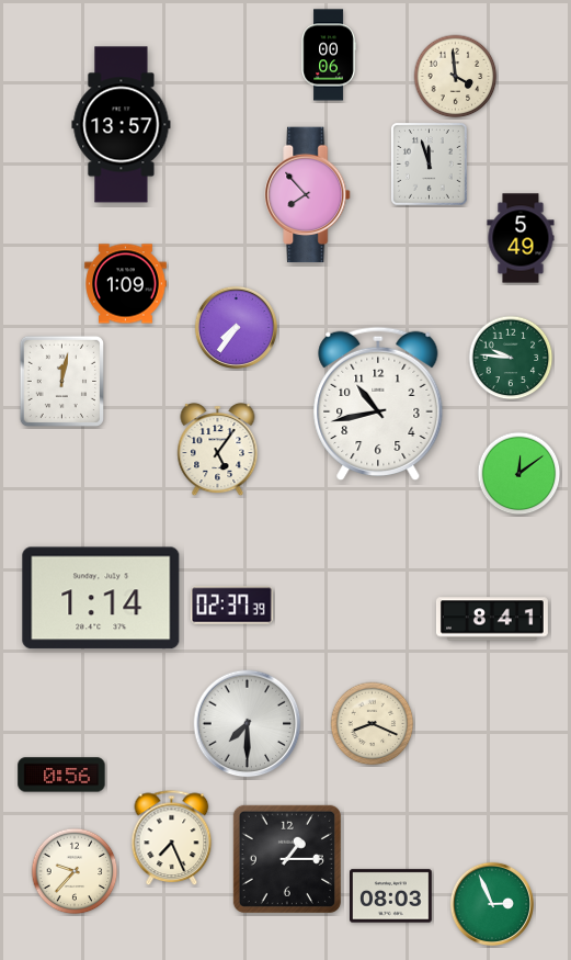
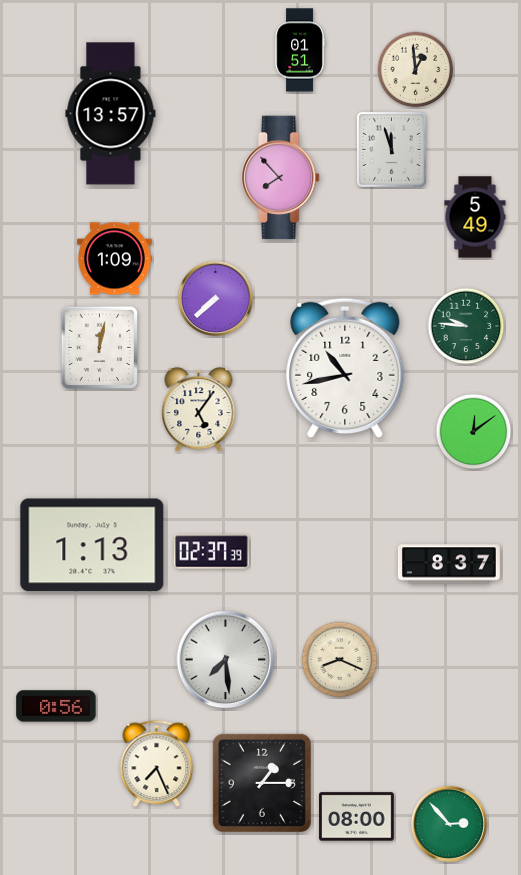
clock at (329, 55): 00:06 -> 01:51
clock at (456, 77): 3:59 -> 12:59
clock at (236, 327): 7:36 -> 7:38
clock at (61, 381) position: (61, 381) -> (99, 347)
clock at (101, 598): 1:14 -> 1:13
clock at (492, 619): 8:41 -> 8:37
clock at (248, 724): 7:30 -> 7:29
clock at (75, 871): 9:37 -> none
clock at (391, 896): 08:03 -> 08:00
clock at (492, 904): 2:56 -> 2:53
